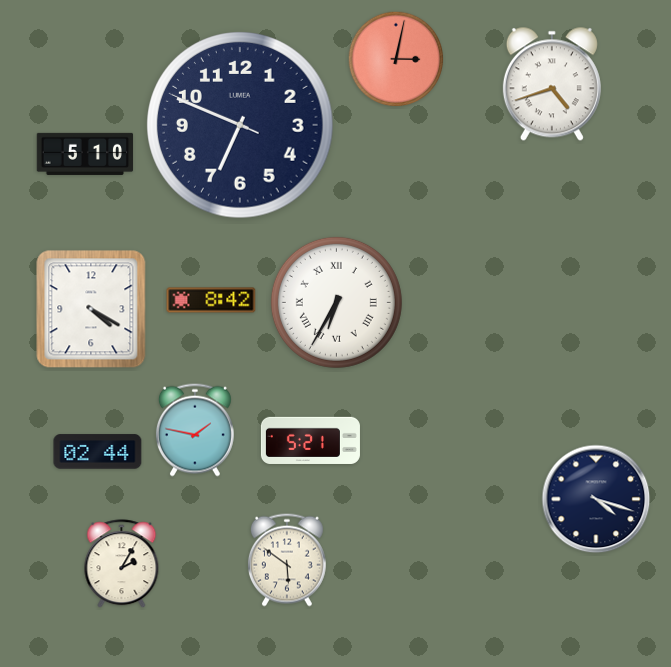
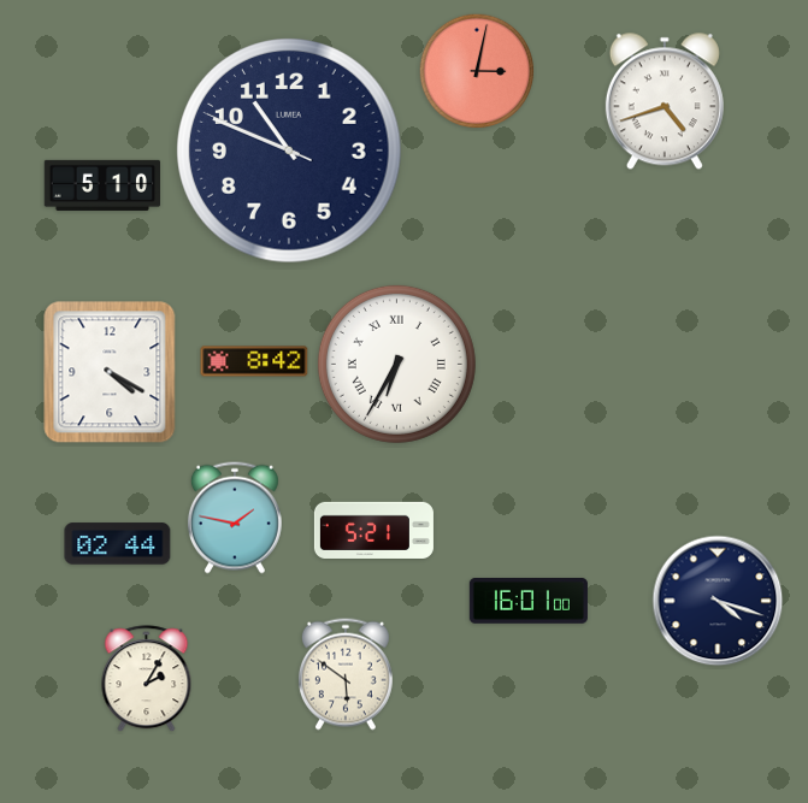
clock at (240, 125): 6:48 -> 10:48
clock at (336, 302) position: (336, 302) -> (396, 364)
clock at (529, 601): none -> 16:01
